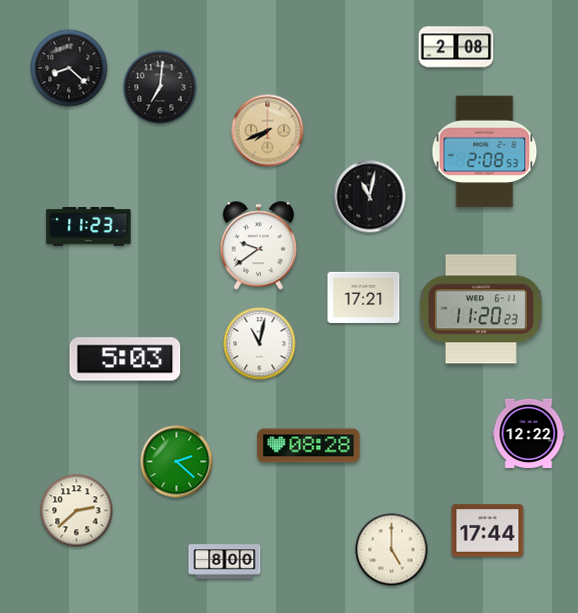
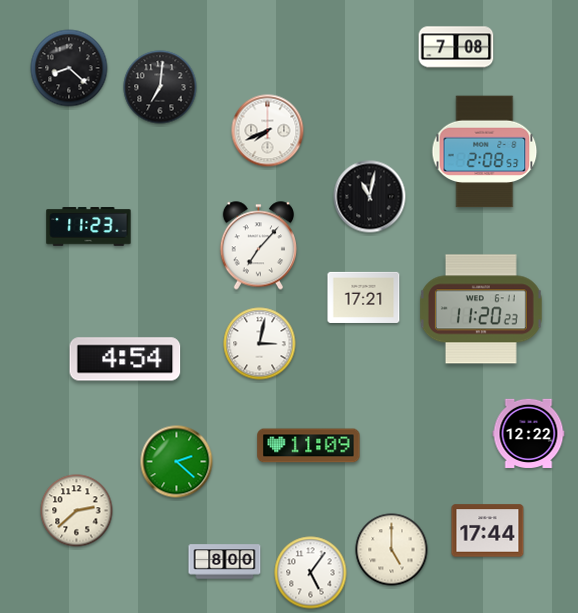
clock at (456, 47): 2:08 -> 7:08
clock at (268, 131) dial: champagne -> white
clock at (258, 246): 9:39 -> 7:07
clock at (260, 344): 11:02 -> 3:02
clock at (125, 359): 5:03 -> 4:54
clock at (309, 446): 08:28 -> 11:09
clock at (311, 573): none -> 5:06
